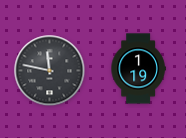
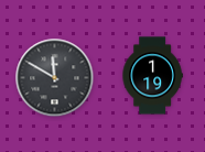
clock at (50, 71): 11:47 -> 11:50
